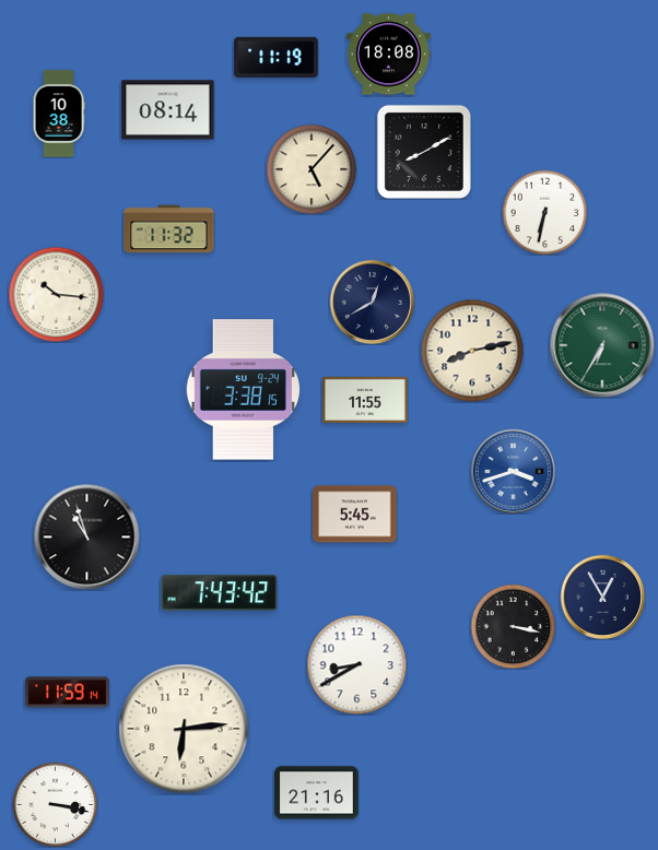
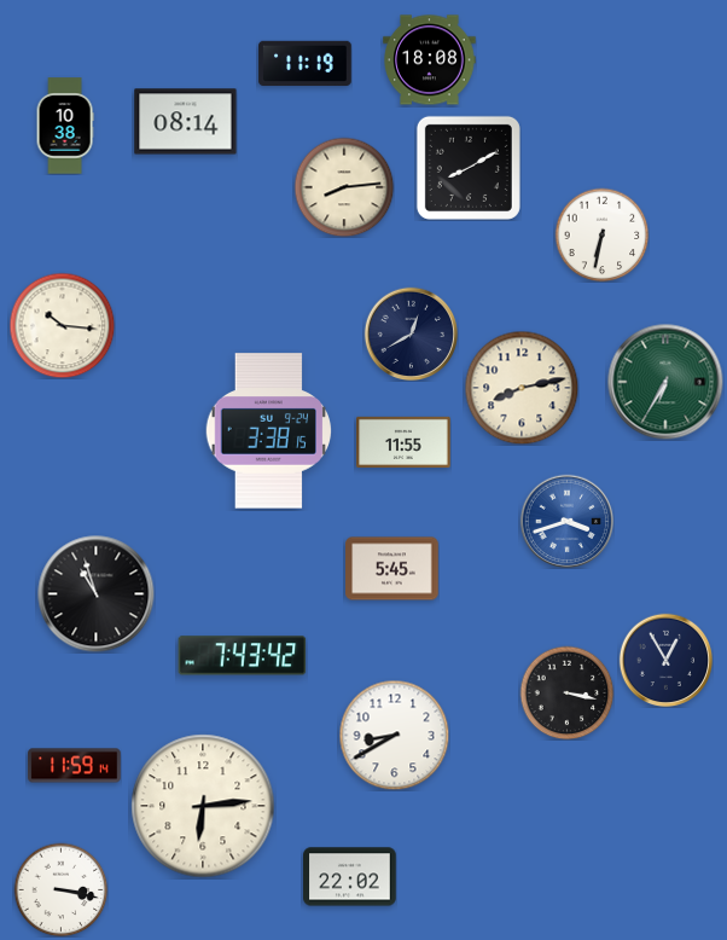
clock at (312, 169): 5:07 -> 8:14
clock at (169, 229): 11:32 -> none
clock at (317, 793): 21:16 -> 22:02
